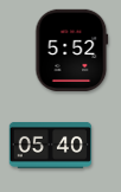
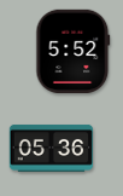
clock at (50, 145): 05:40 -> 05:36
